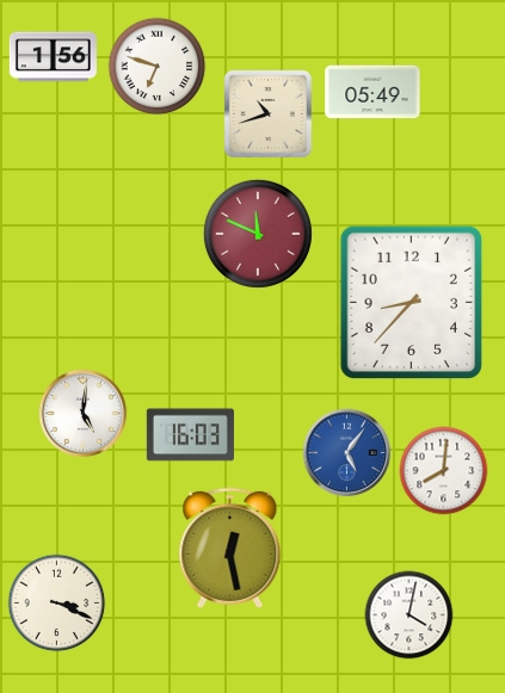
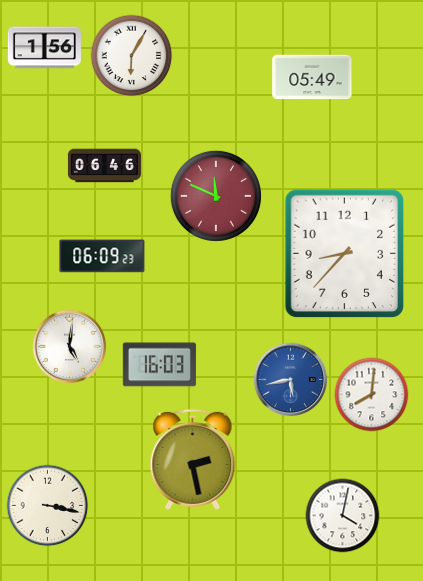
clock at (158, 67): 6:48 -> 6:05
clock at (267, 113): 10:42 -> none
clock at (104, 166): none -> 06:46
clock at (102, 256): none -> 06:09
clock at (347, 453): 5:06 -> 5:43
clock at (230, 547): 12:28 -> 2:28
clock at (57, 604): 3:19 -> 3:17
